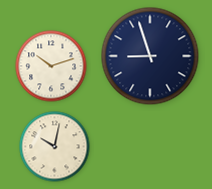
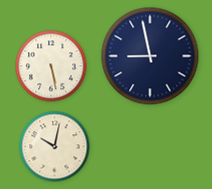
clock at (150, 56): 8:57 -> 8:58
clock at (51, 66): 10:12 -> 5:28
